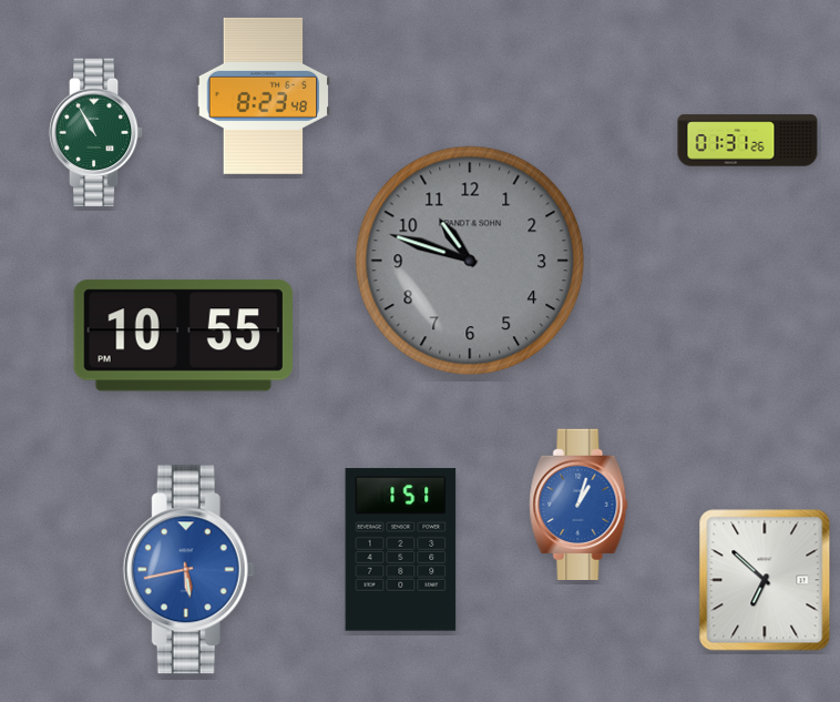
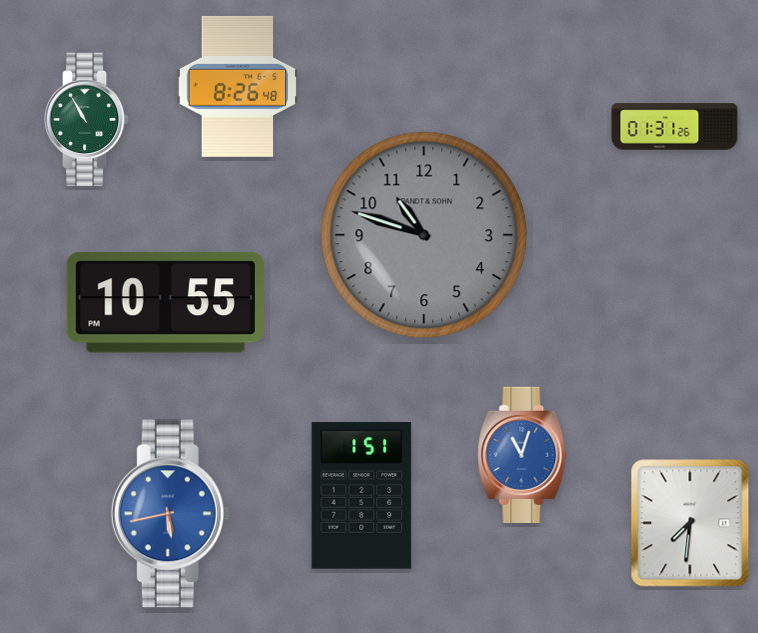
clock at (264, 95): 8:23 -> 8:26
clock at (578, 505): 1:03 -> 11:03
clock at (765, 580): 6:52 -> 7:31
